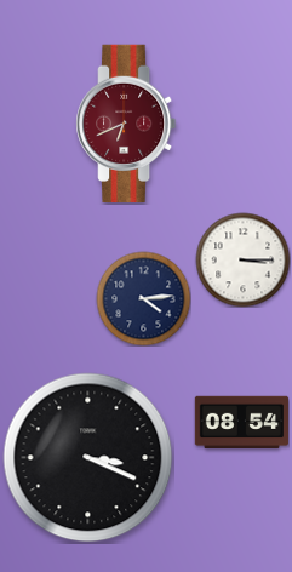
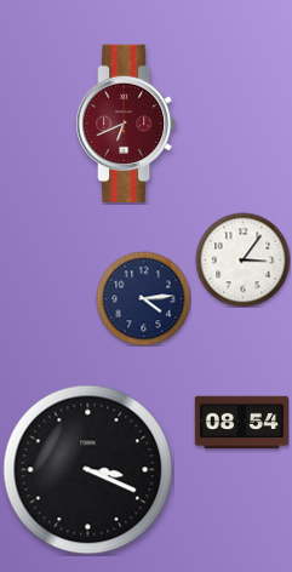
clock at (242, 259): 3:15 -> 3:06
clock at (88, 458) position: (88, 458) -> (88, 470)
